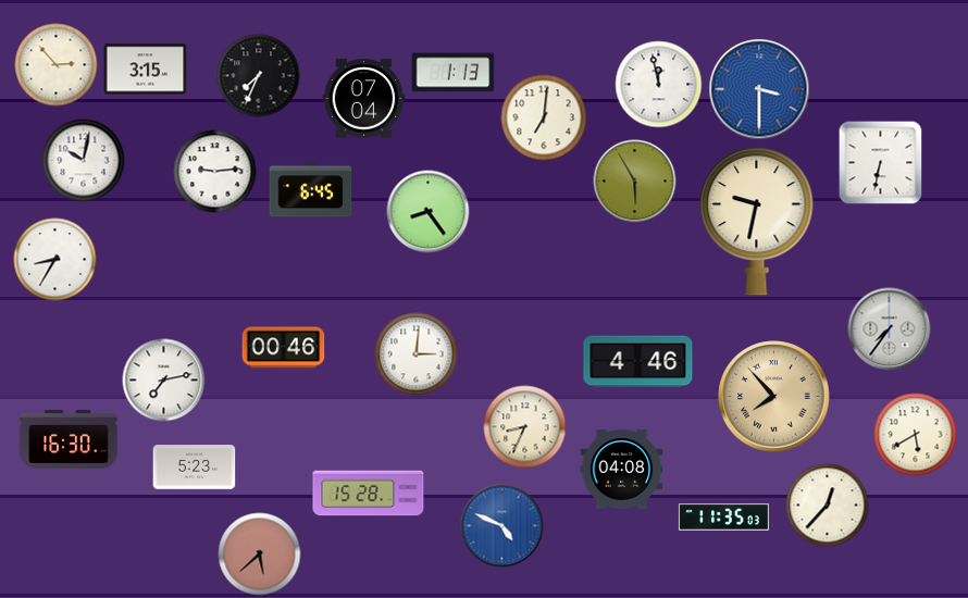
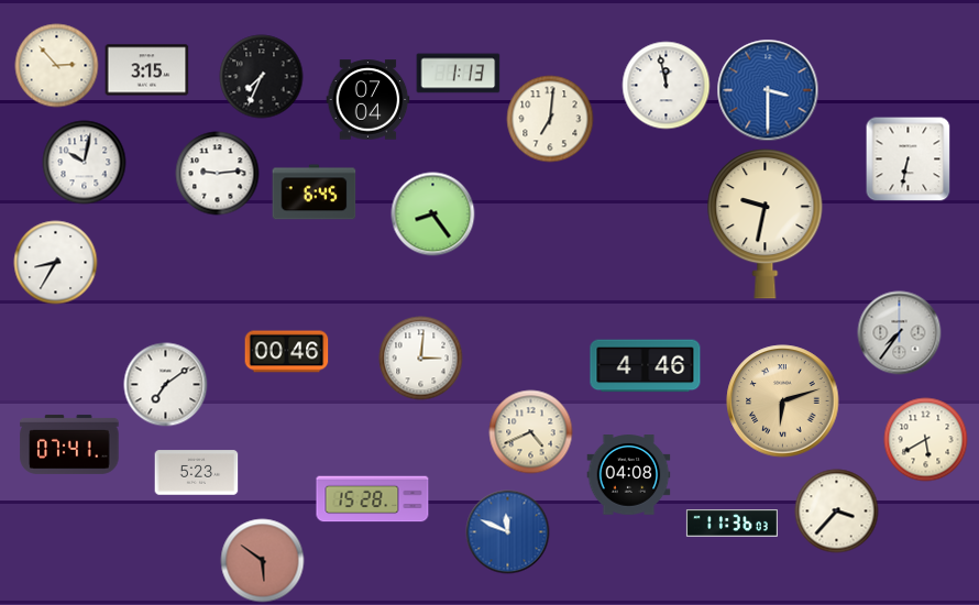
clock at (881, 163) position: (881, 163) -> (909, 159)
clock at (635, 182): 5:55 -> none
clock at (164, 381): 7:13 -> 7:09
clock at (774, 397): 7:53 -> 6:12
clock at (525, 427): 8:34 -> 4:41
clock at (69, 439): 16:30 -> 07:41
clock at (828, 506): 12:37 -> 3:37
clock at (723, 518): 11:35 -> 11:36
clock at (502, 526): 4:49 -> 11:49
clock at (260, 555): 5:38 -> 5:51
